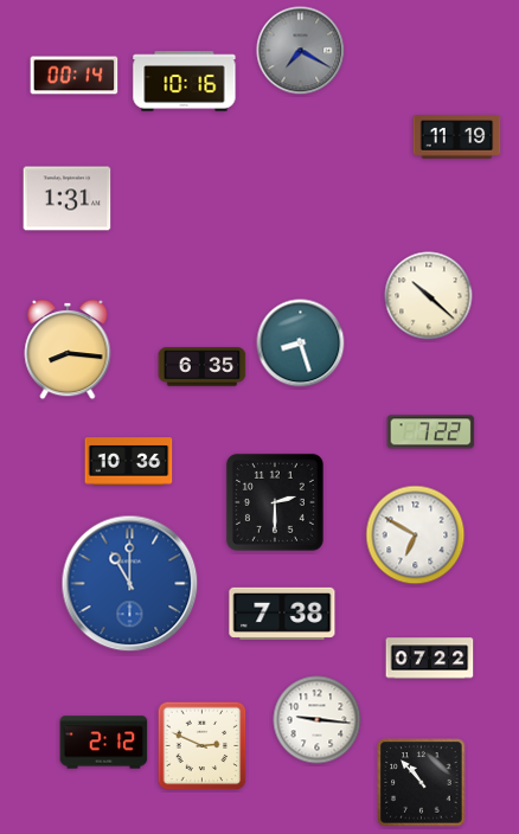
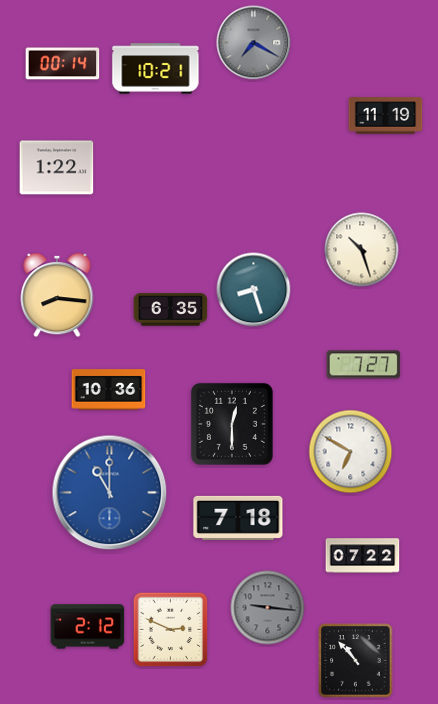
clock at (185, 82): 10:16 -> 10:21
clock at (68, 199): 1:31 -> 1:22
clock at (429, 296): 10:22 -> 10:27
clock at (431, 432): 7:22 -> 7:27
clock at (275, 502): 2:30 -> 12:30
clock at (282, 614): 7:38 -> 7:18
clock at (318, 720) dial: white -> grey
